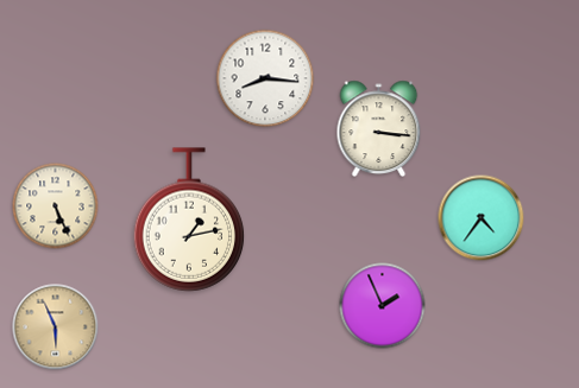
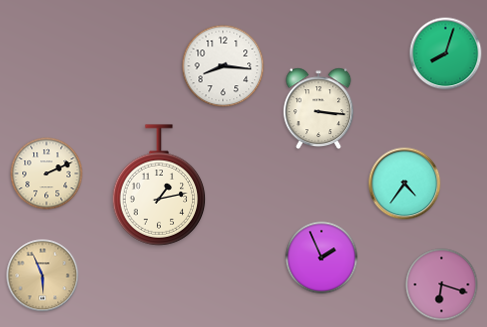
clock at (446, 54): none -> 8:03
clock at (56, 206): 5:26 -> 2:11
clock at (56, 327) position: (56, 327) -> (43, 276)
clock at (442, 285): none -> 6:18
